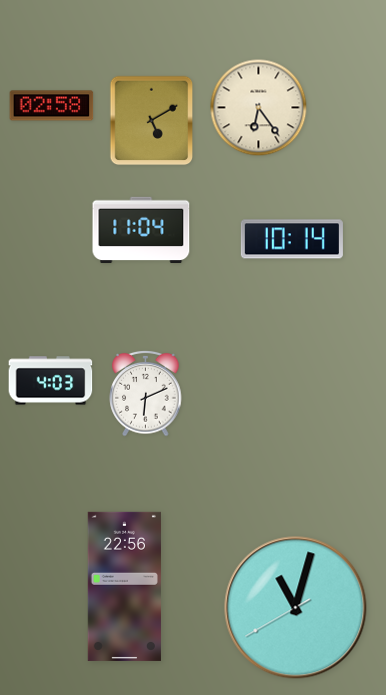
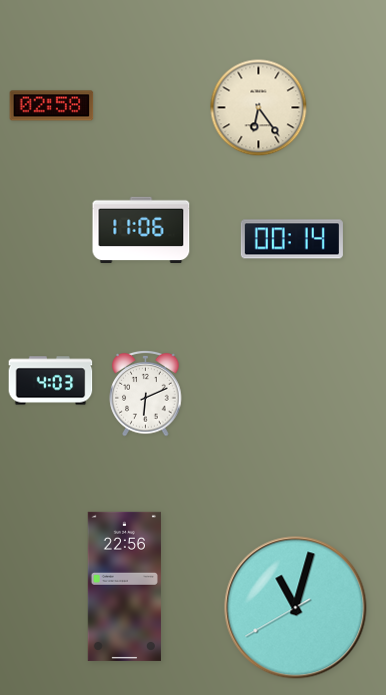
clock at (152, 121): 5:10 -> none
clock at (141, 230): 11:04 -> 11:06
clock at (292, 239): 10:14 -> 00:14
